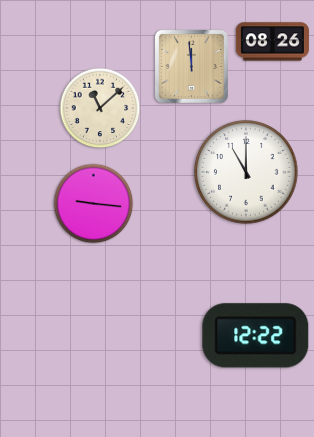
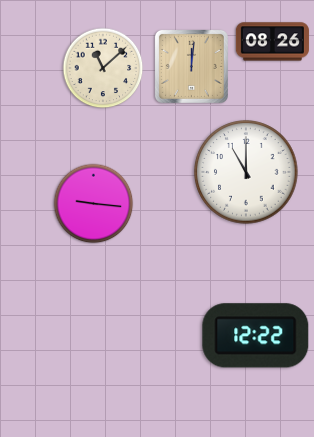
clock at (191, 66): 11:59 -> 12:01
clock at (100, 108) position: (100, 108) -> (103, 68)
